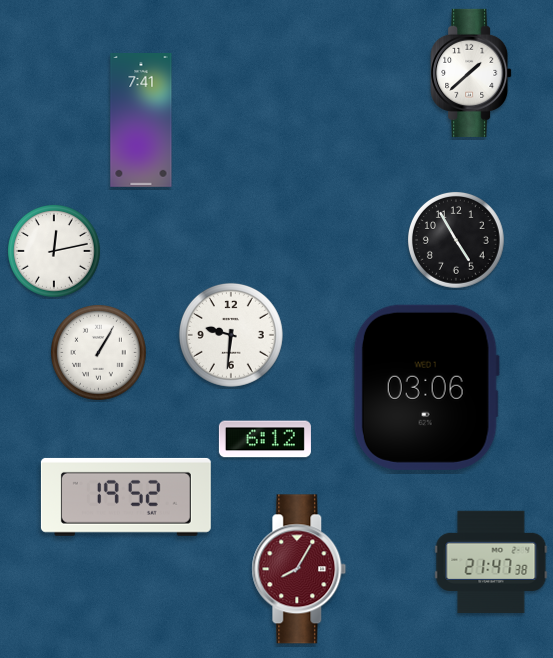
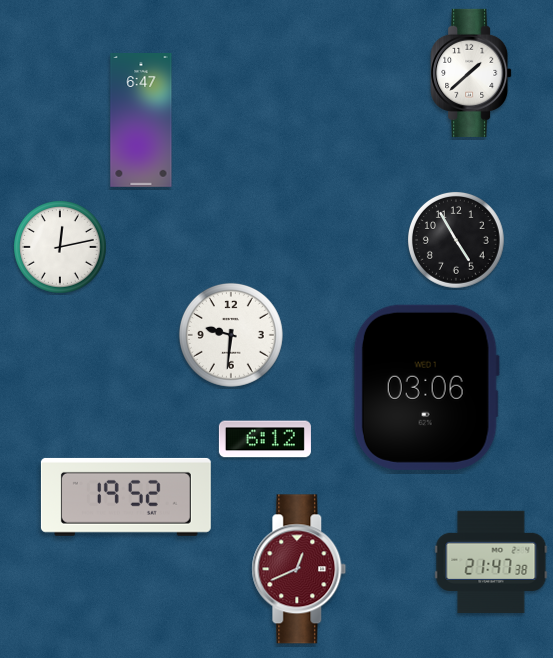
clock at (141, 121): 7:41 -> 6:47
clock at (55, 252) position: (55, 252) -> (61, 248)
clock at (99, 353): 1:05 -> none
clock at (299, 569): 8:05 -> 12:41
